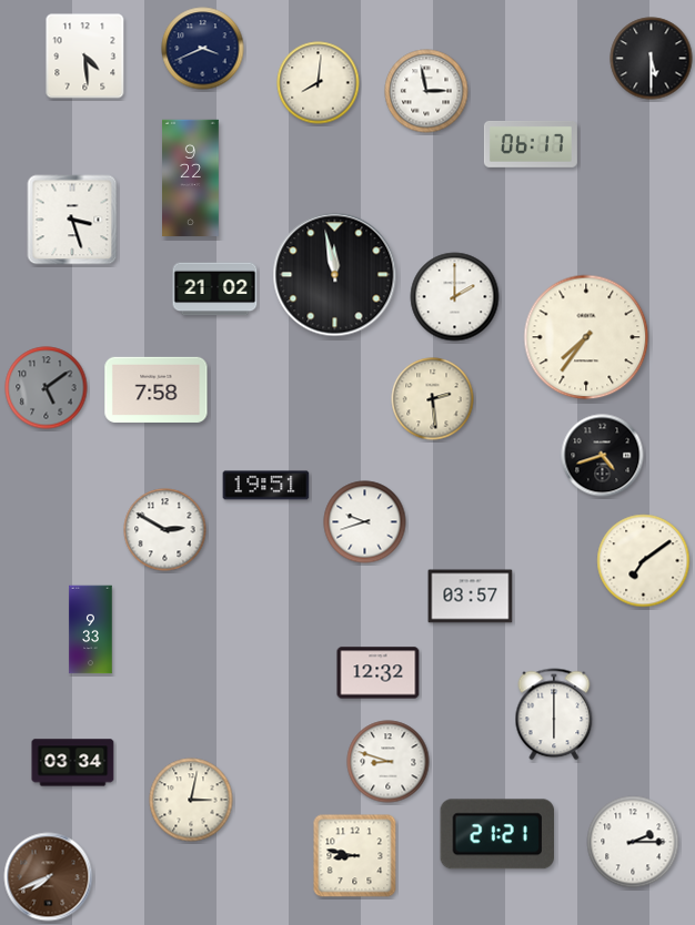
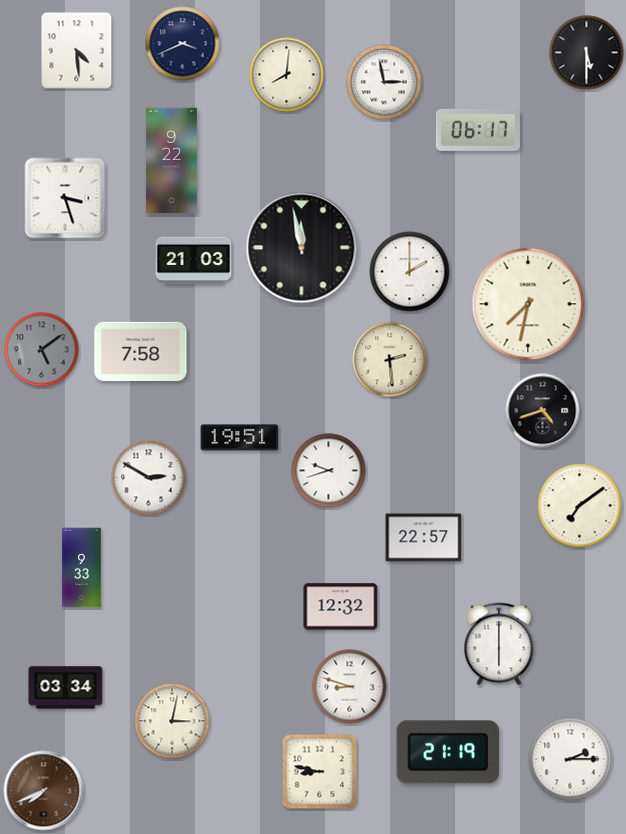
clock at (215, 289): 21:02 -> 21:03
clock at (455, 297) position: (455, 297) -> (410, 272)
clock at (586, 337): 7:36 -> 7:32
clock at (471, 597): 03:57 -> 22:57
clock at (496, 834): 21:21 -> 21:19
